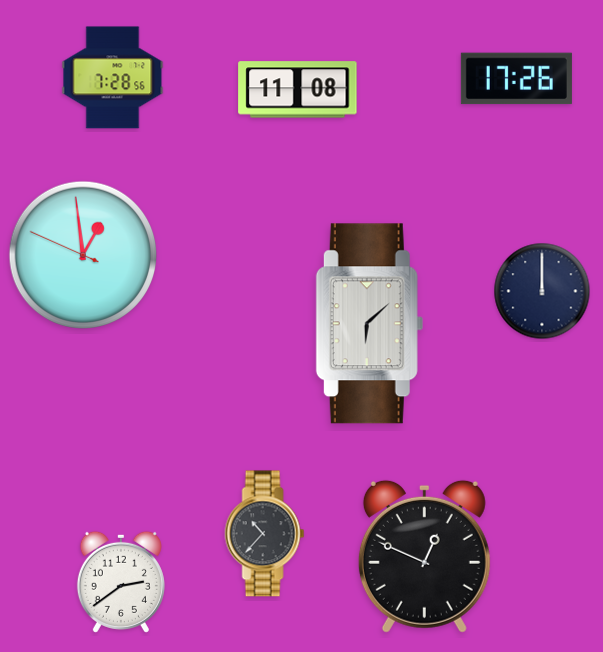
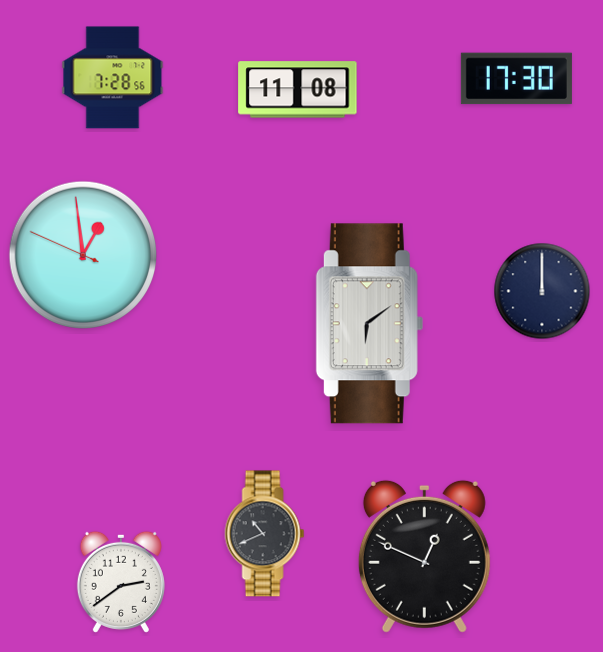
clock at (516, 79): 17:26 -> 17:30
clock at (369, 324): 6:08 -> 6:09
clock at (265, 534): 10:37 -> 10:41
